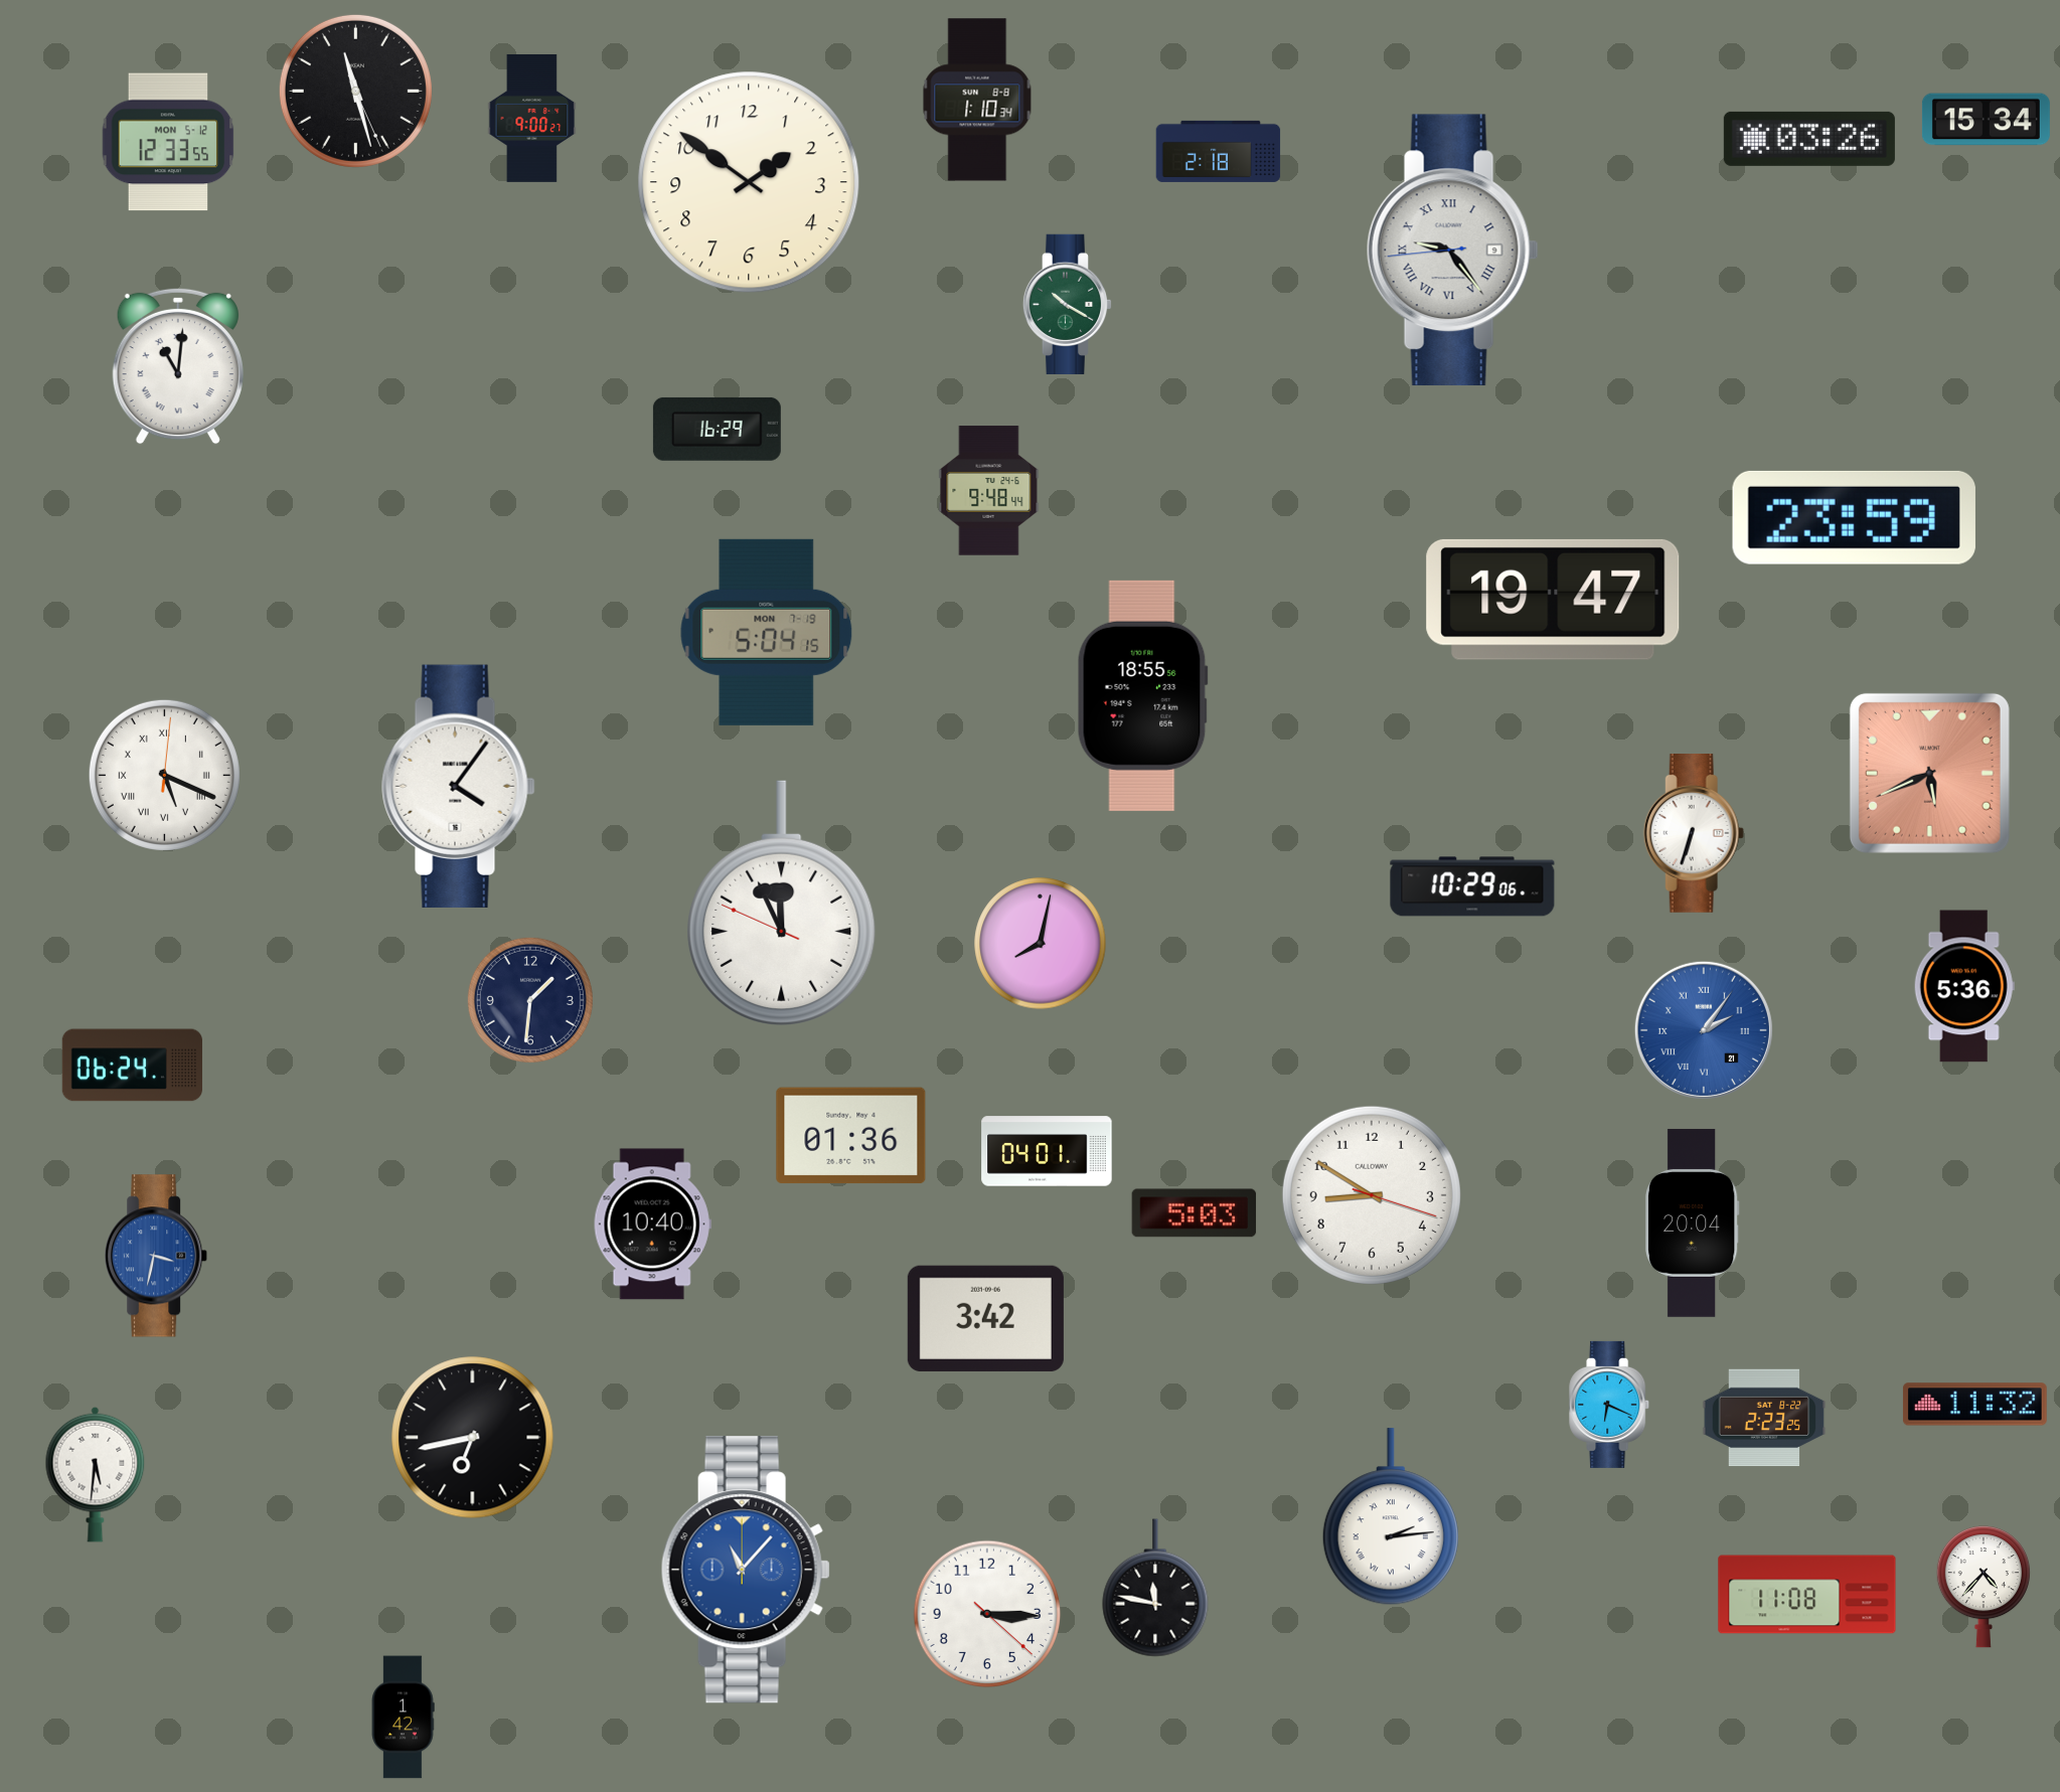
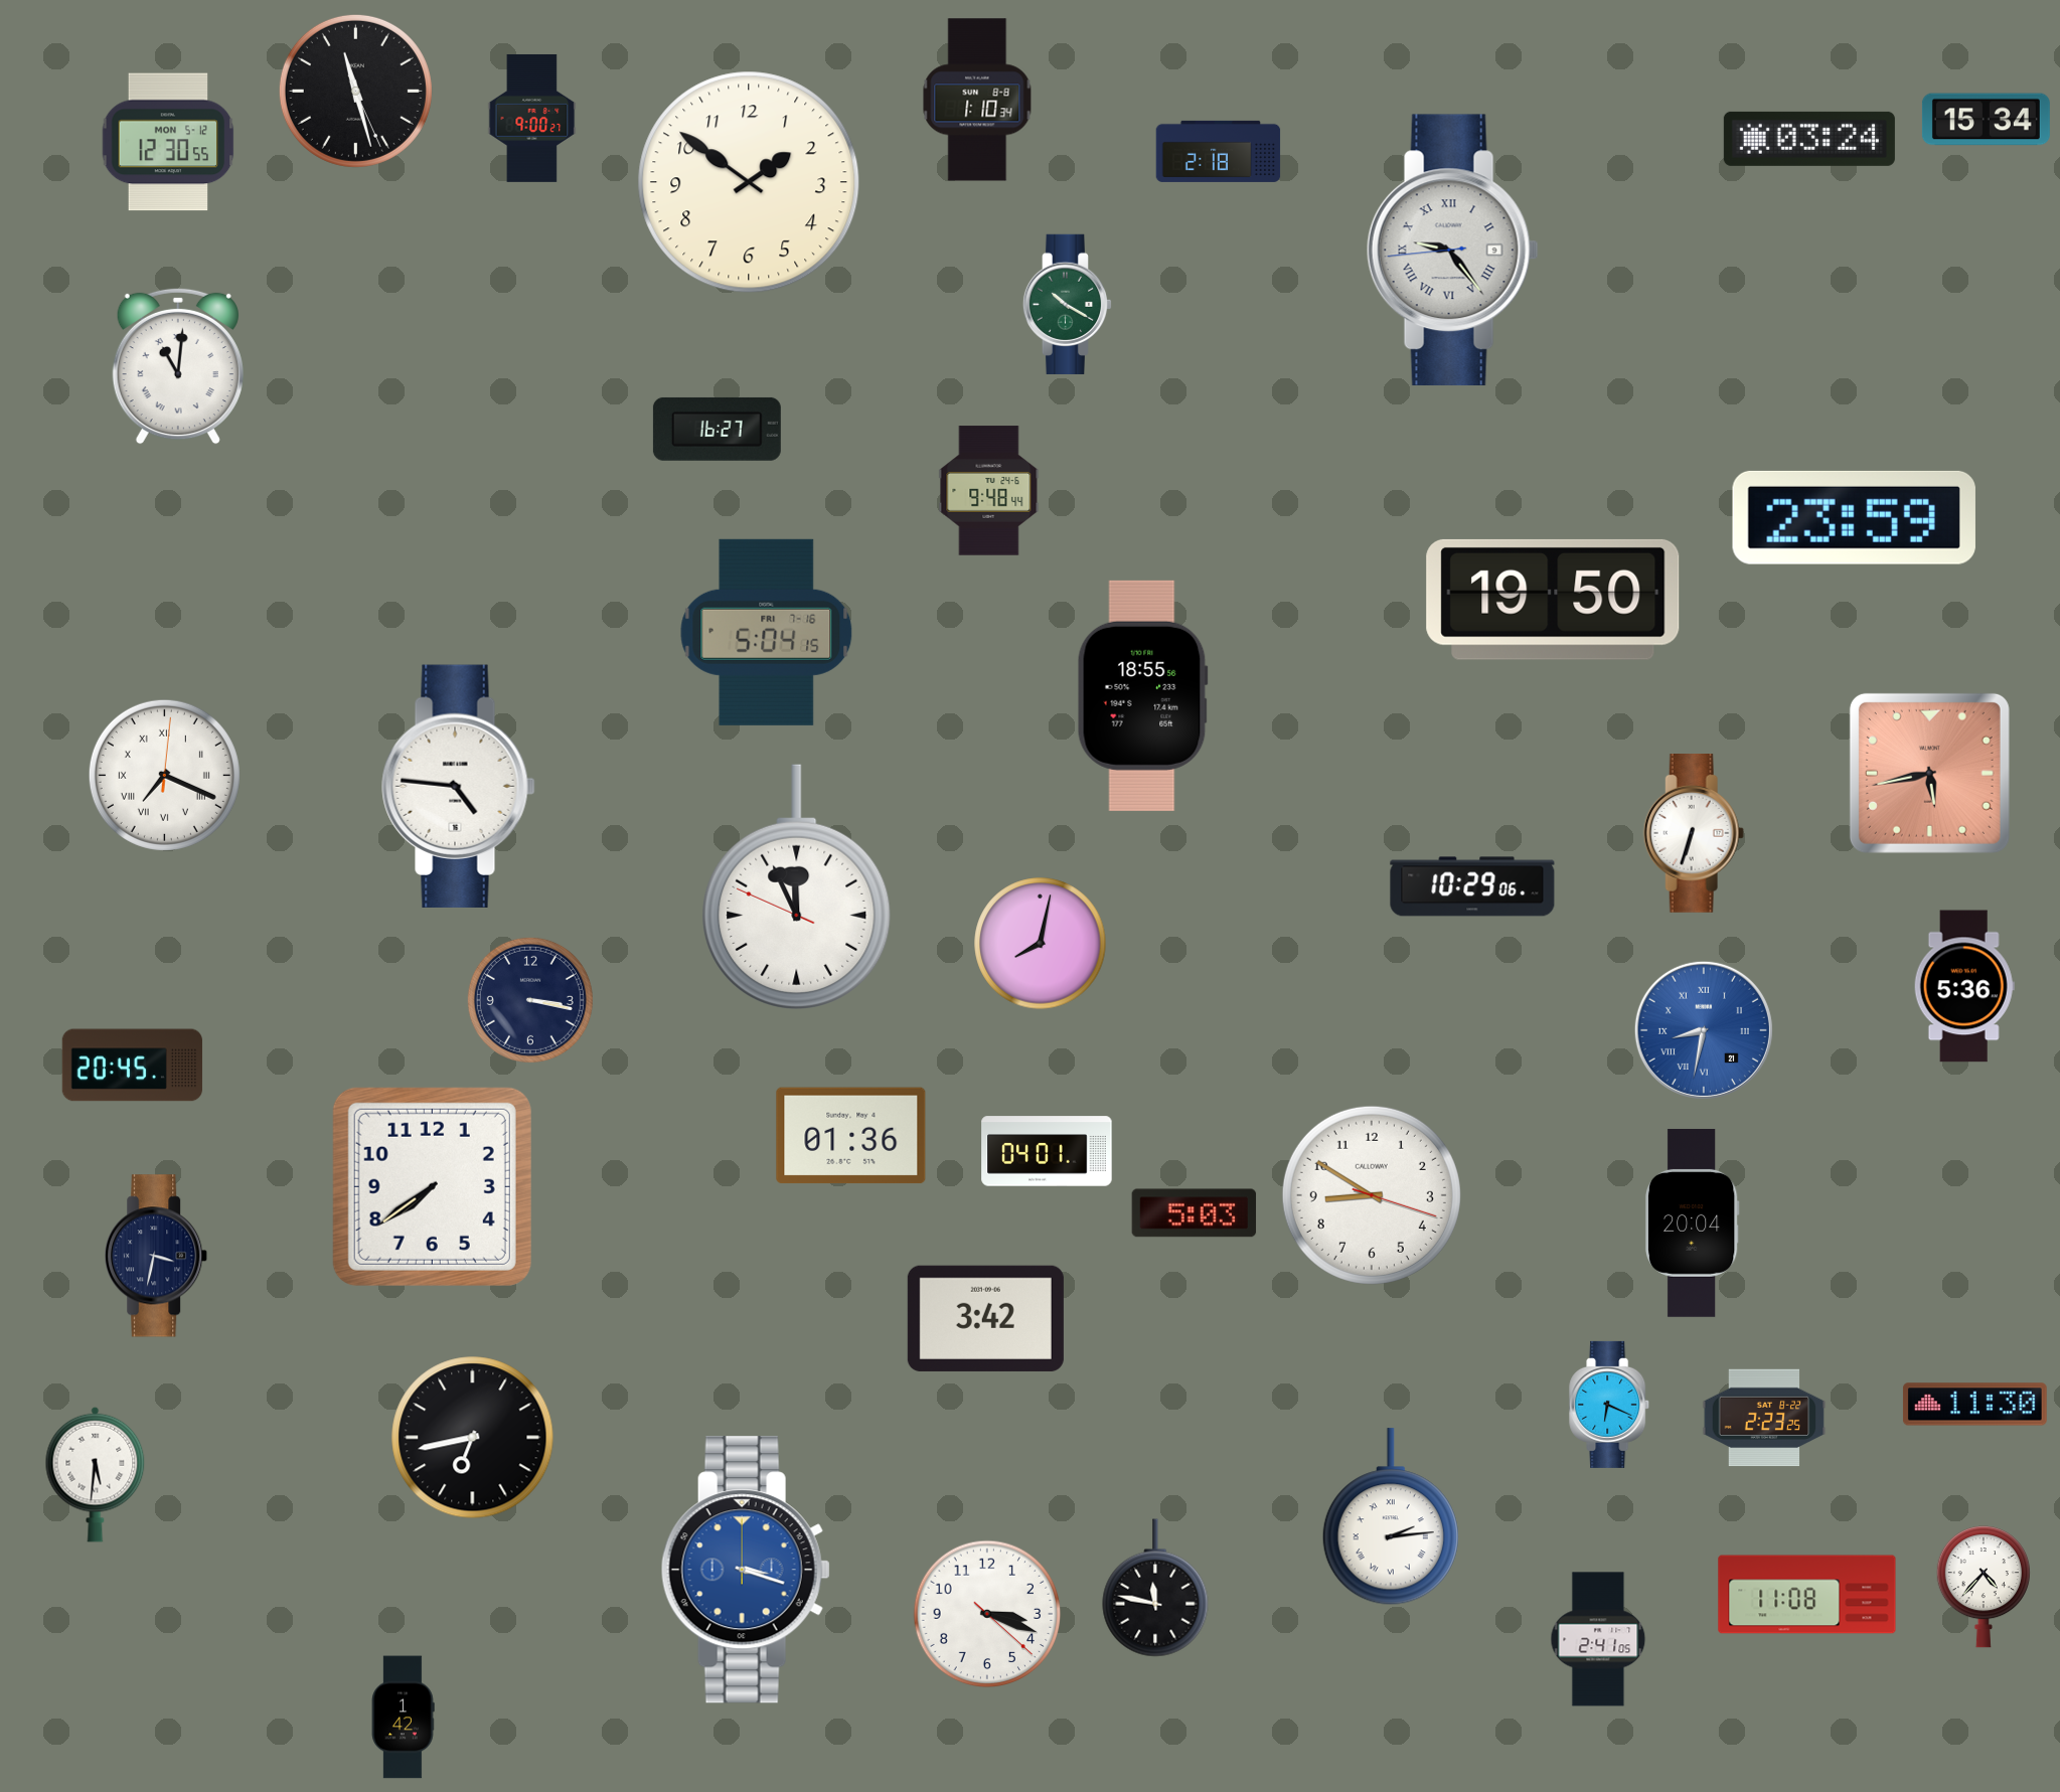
clock at (1809, 139): 03:26 -> 03:24
clock at (168, 142): 12:33 -> 12:30
clock at (717, 429): 16:29 -> 16:27
clock at (1553, 600): 19:47 -> 19:50
clock at (767, 632) date: MON 7-19 -> FRI 7-16
clock at (1929, 773): 5:41 -> 5:43
clock at (164, 775): 5:19 -> 7:19
clock at (459, 786): 4:06 -> 4:46
clock at (782, 903) position: (782, 903) -> (797, 886)
clock at (530, 1000): 1:31 -> 3:17
clock at (1704, 1030): 2:06 -> 8:32
clock at (132, 1066): 06:24 -> 20:45
clock at (432, 1186): none -> 7:39
clock at (652, 1225): 10:40 -> none
clock at (157, 1256) dial: blue -> navy
clock at (1974, 1405): 11:32 -> 11:30
clock at (746, 1570): 11:07 -> 3:18
clock at (987, 1614): 3:15 -> 3:18
clock at (1598, 1639): none -> 2:41
